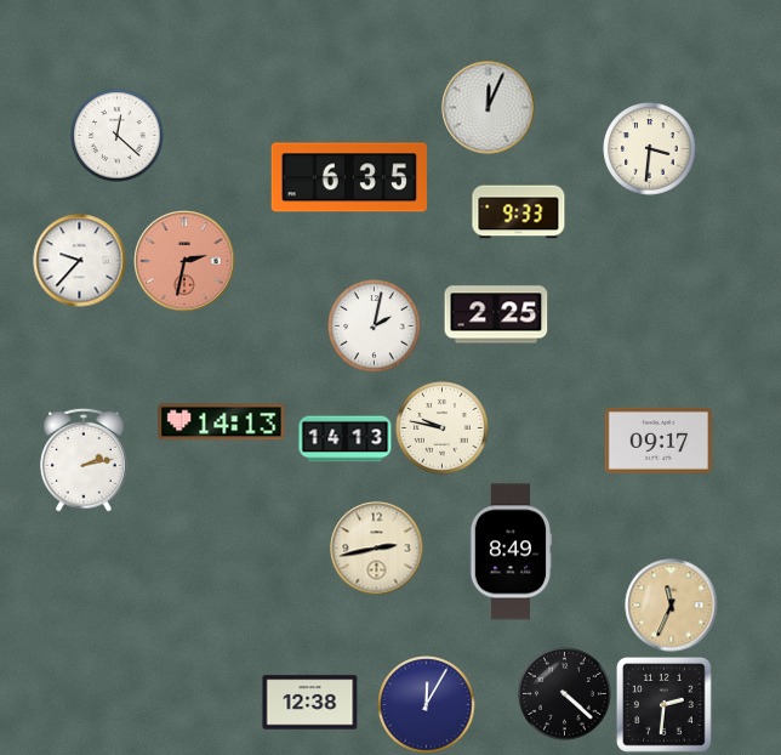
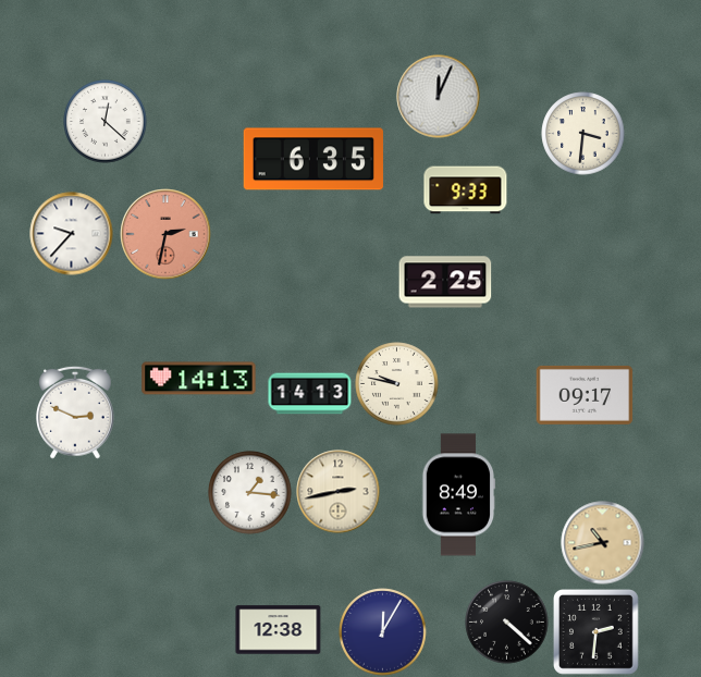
clock at (375, 327): 2:02 -> none
clock at (659, 441) position: (659, 441) -> (585, 395)
clock at (85, 460): 2:13 -> 2:49
clock at (250, 493): none -> 1:16
clock at (672, 606): 11:34 -> 10:43
